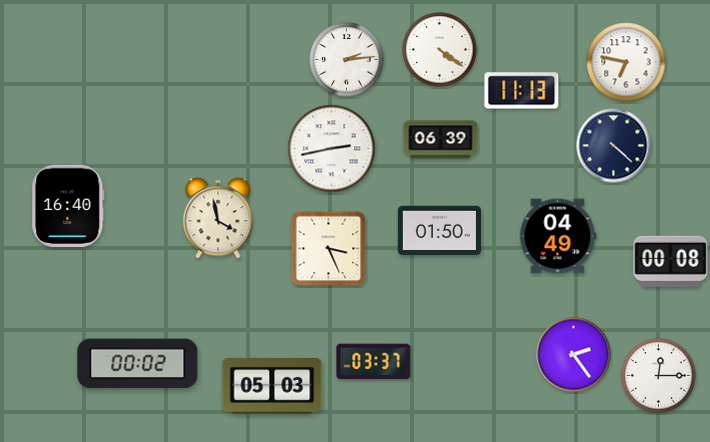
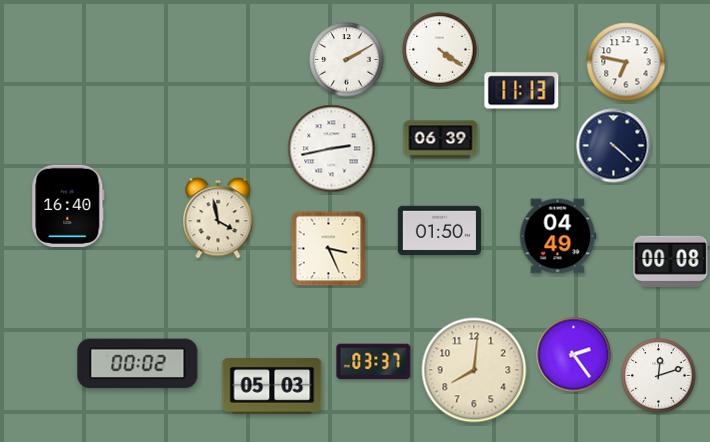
clock at (347, 60): 2:14 -> 2:10
clock at (474, 370): none -> 8:01
clock at (659, 376): 12:15 -> 12:12
